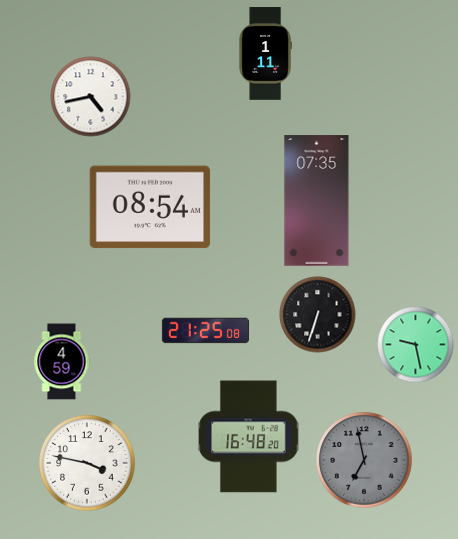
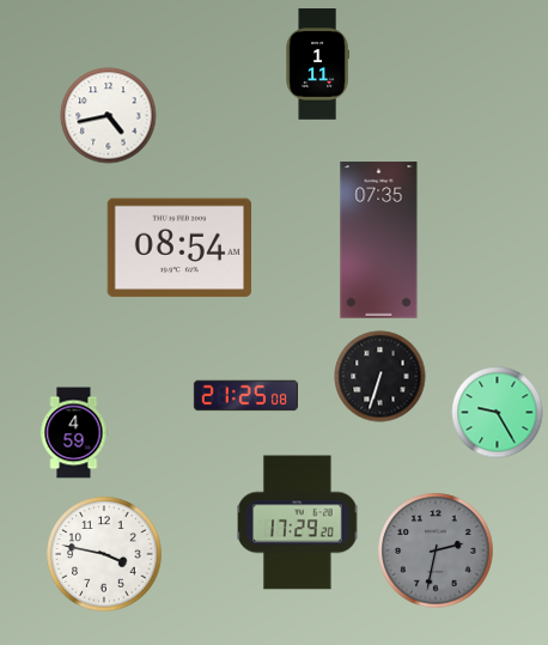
clock at (416, 345): 9:28 -> 9:25
clock at (249, 437): 16:48 -> 17:29
clock at (364, 460): 6:58 -> 2:32
